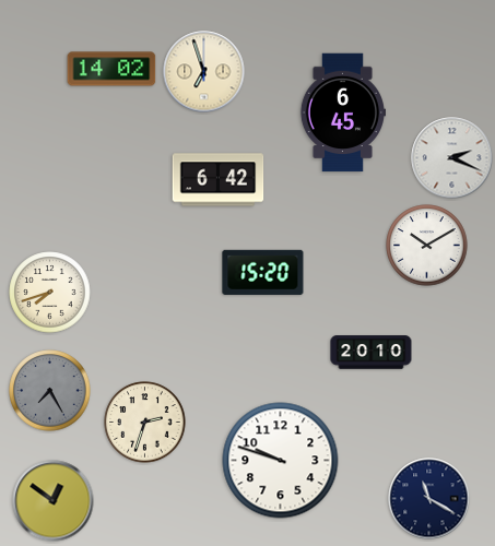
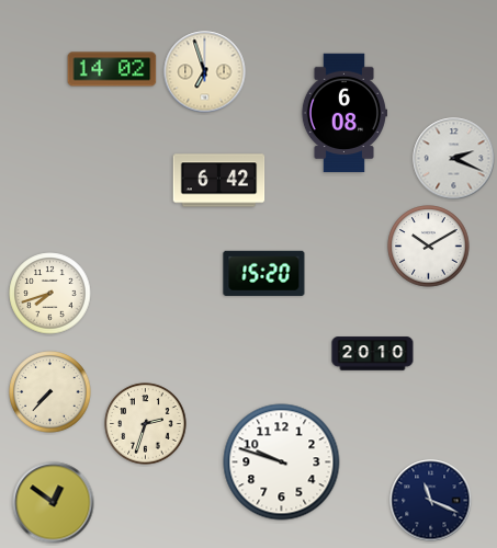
clock at (342, 112): 6:45 -> 6:08
clock at (50, 391): 7:25 -> 7:37
clock at (50, 391) dial: grey -> cream
clock at (429, 499): 11:20 -> 11:19
